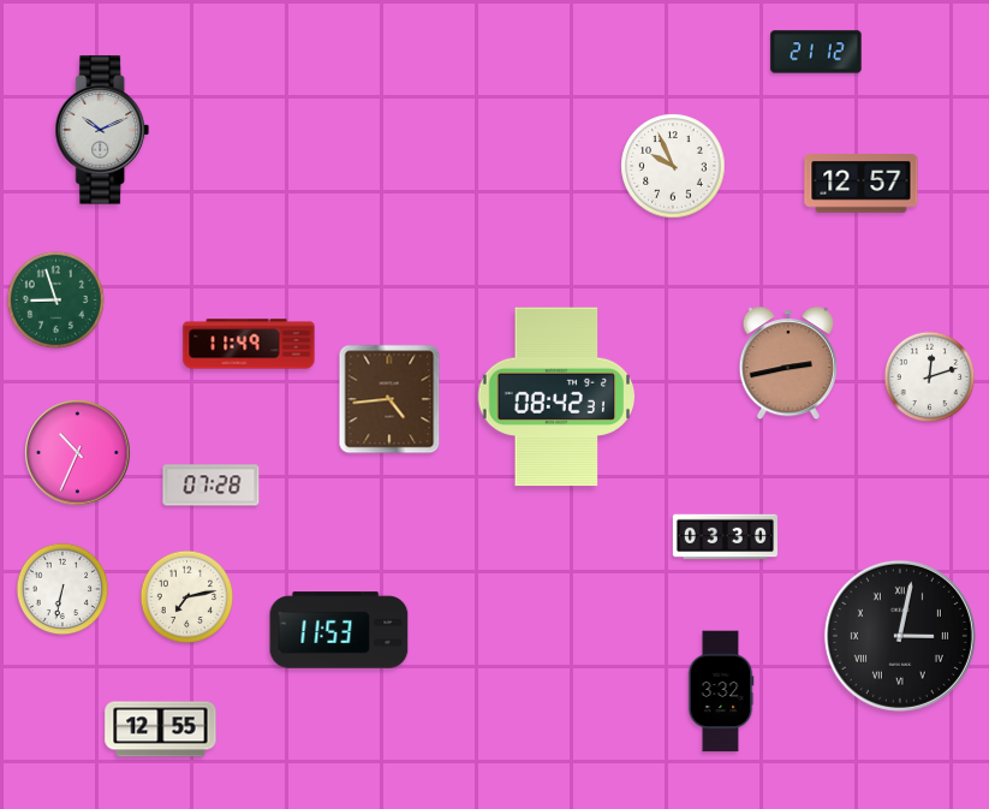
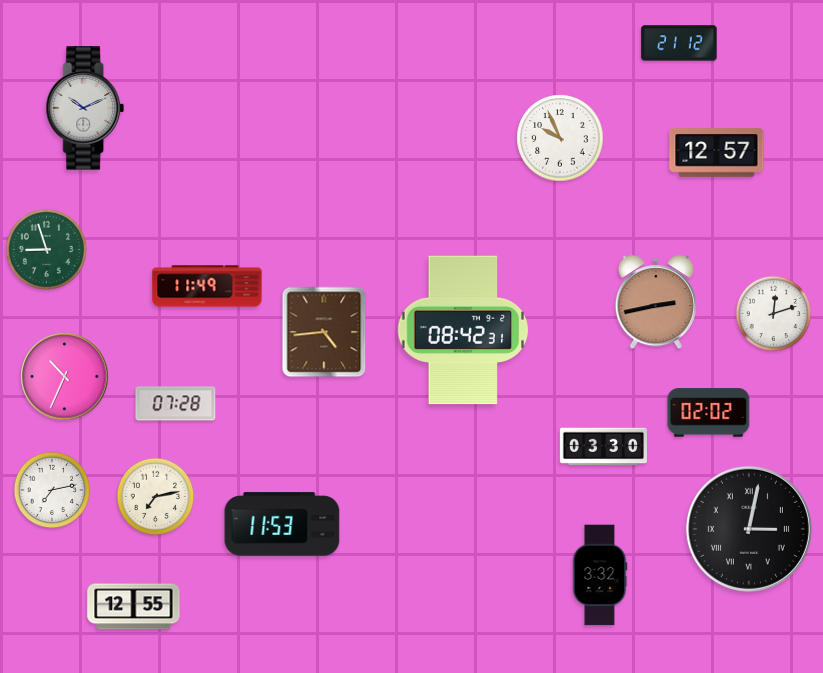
clock at (709, 413): none -> 02:02
clock at (62, 589): 6:32 -> 7:13
